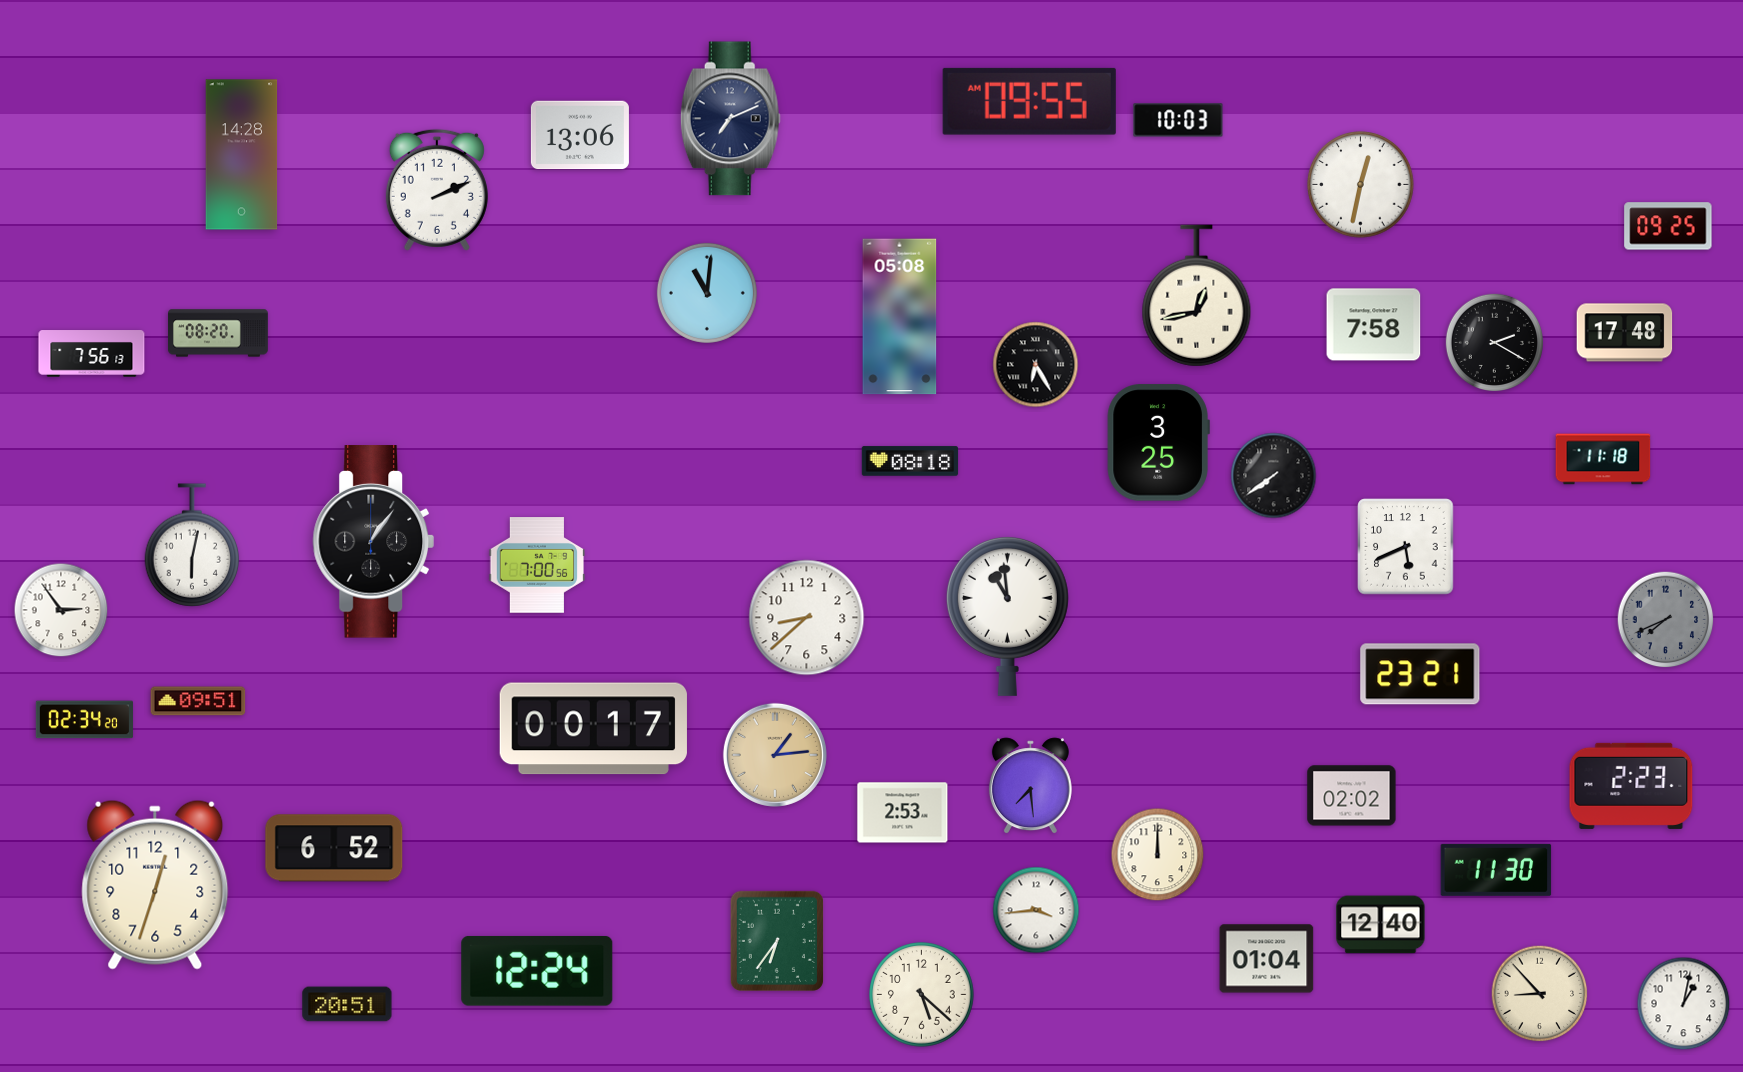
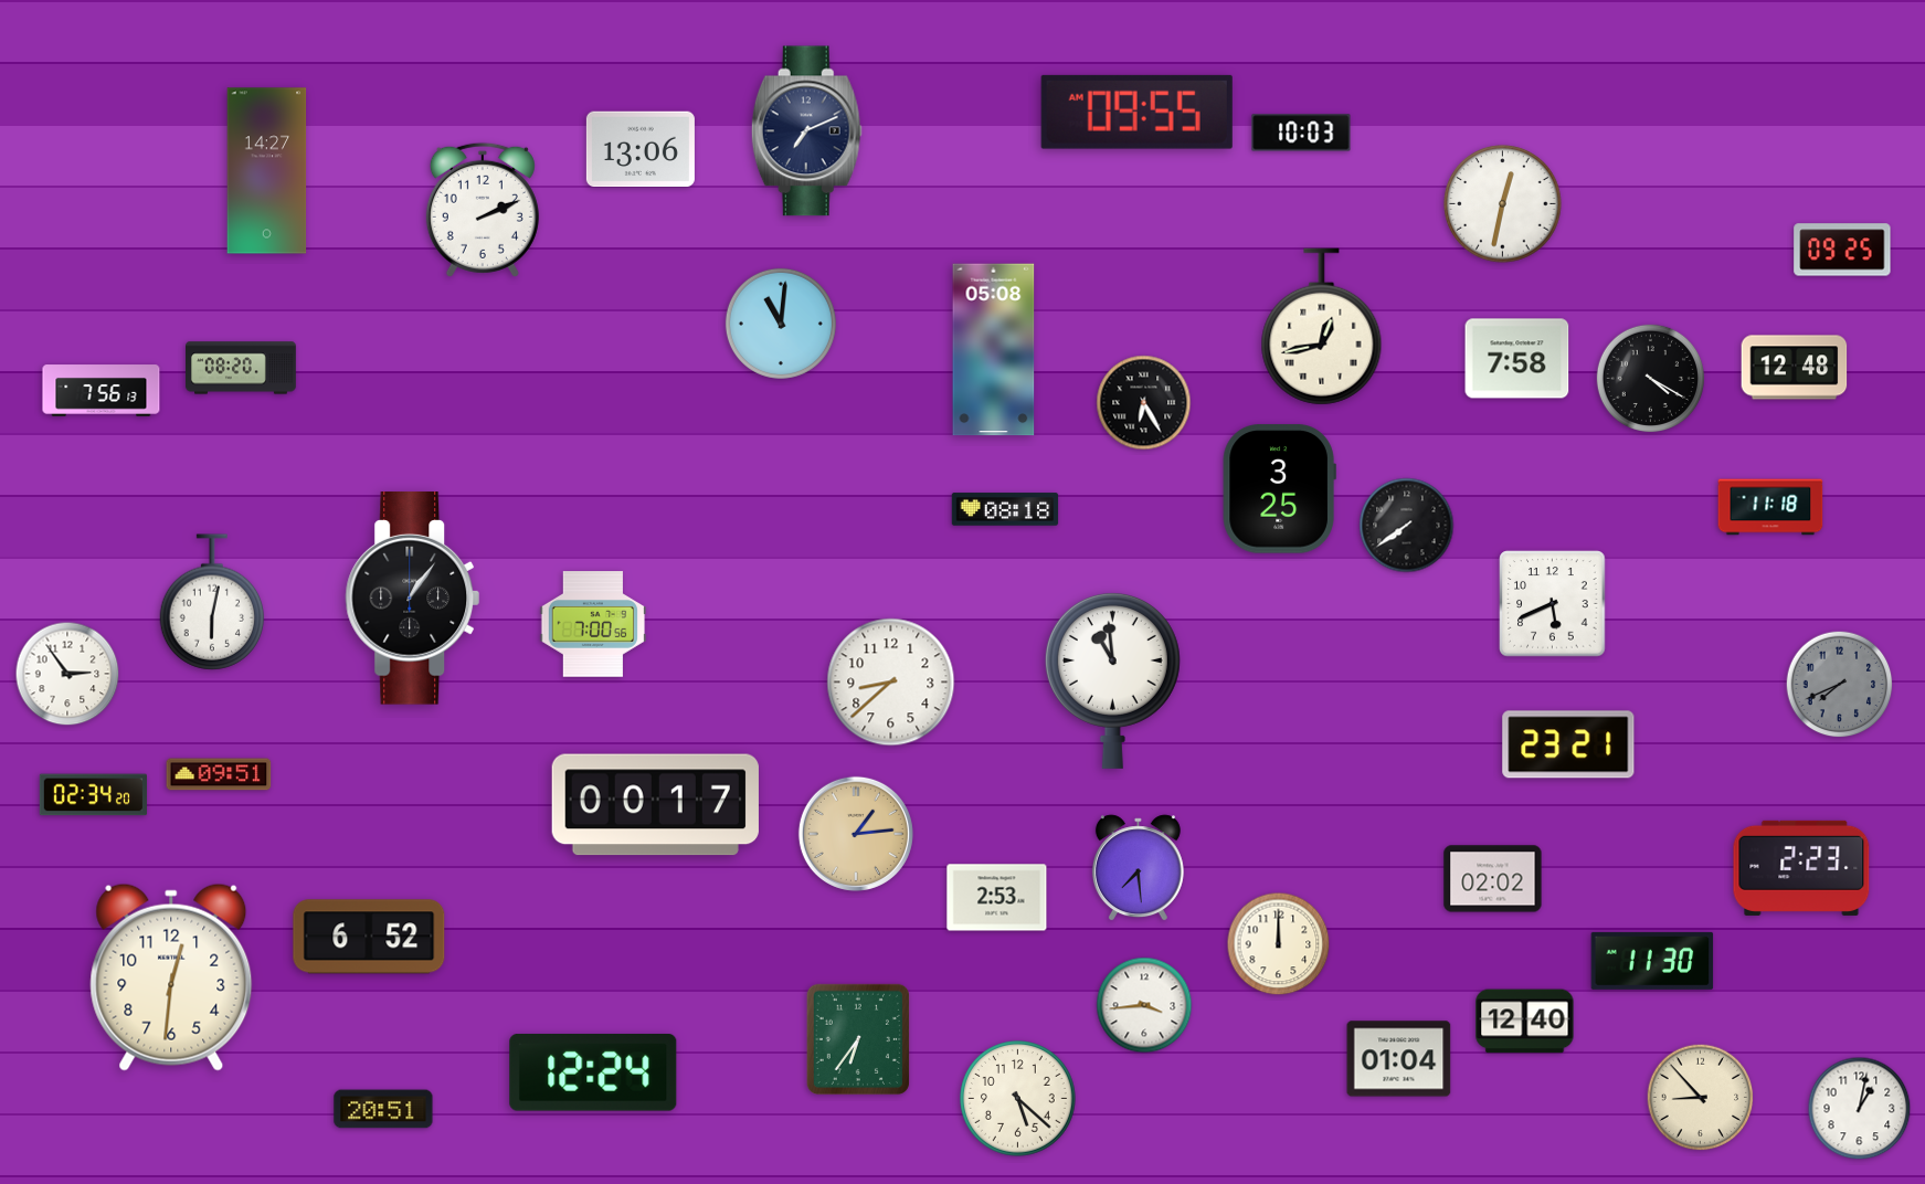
clock at (242, 155): 14:28 -> 14:27
clock at (1625, 333): 17:48 -> 12:48
clock at (1494, 342): 2:20 -> 4:20
clock at (155, 885): 12:33 -> 12:31
